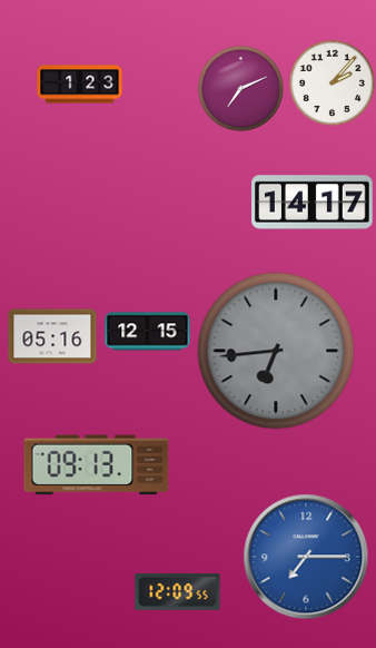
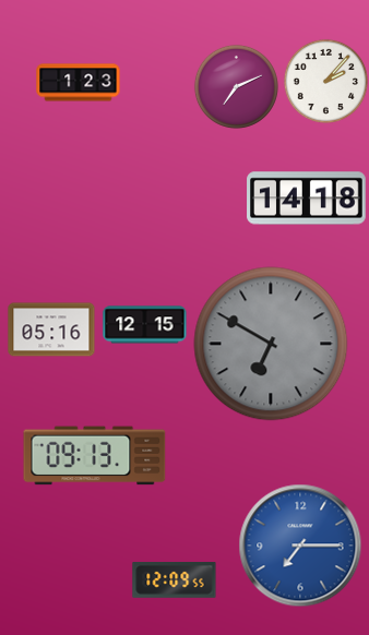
clock at (313, 203): 14:17 -> 14:18
clock at (276, 351): 6:44 -> 6:50
